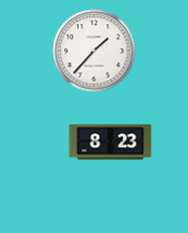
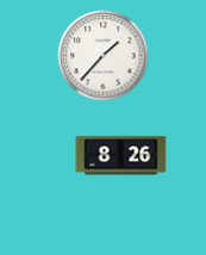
clock at (111, 143): 8:23 -> 8:26
